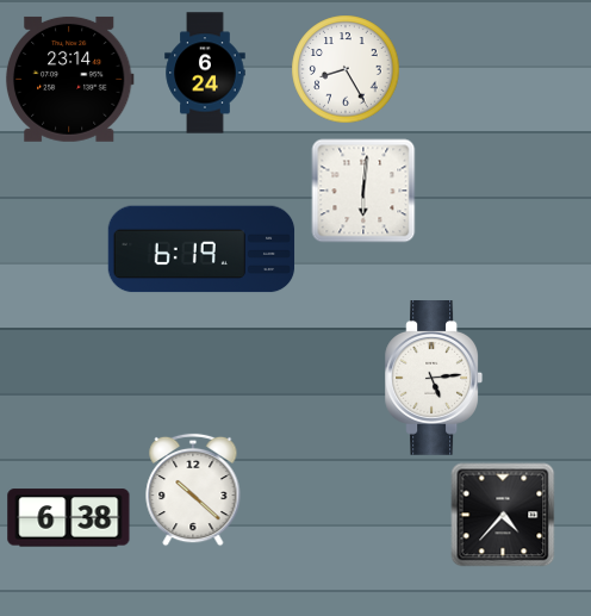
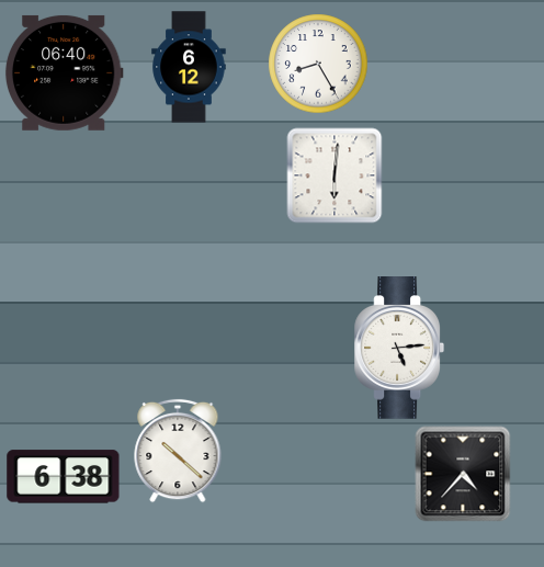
clock at (205, 73): 6:24 -> 6:12
clock at (69, 79): 23:14 -> 06:40
clock at (201, 249): 6:19 -> none
